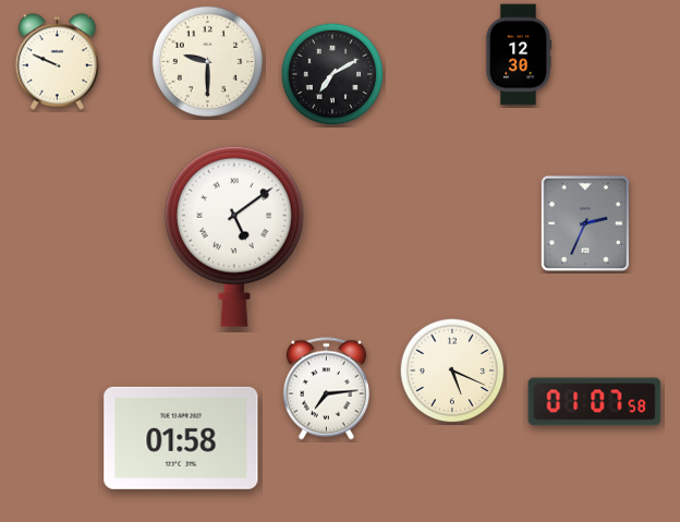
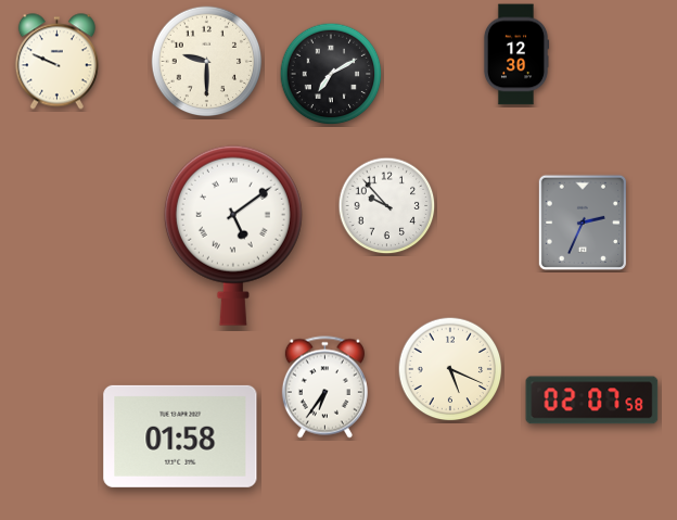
clock at (387, 206): none -> 9:53
clock at (326, 389): 7:14 -> 6:36
clock at (595, 402): 01:07 -> 02:07
